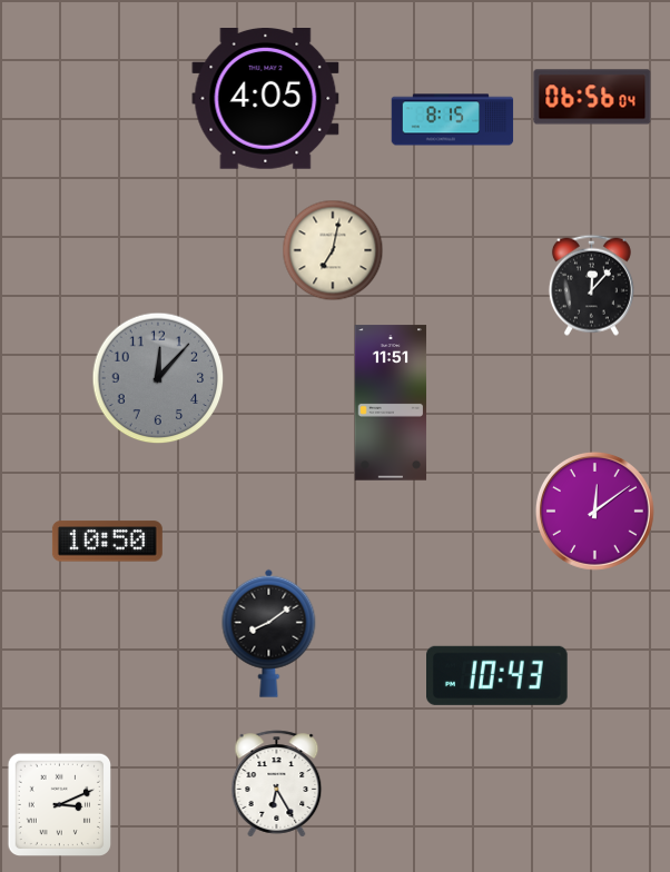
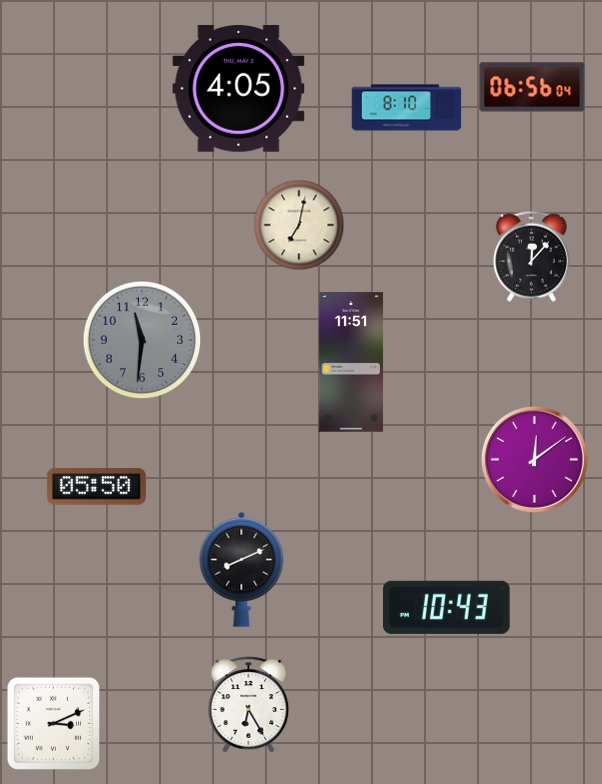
clock at (453, 120): 8:15 -> 8:10
clock at (158, 378): 12:07 -> 11:31
clock at (107, 542): 10:50 -> 05:50
clock at (269, 633): 8:09 -> 8:11
